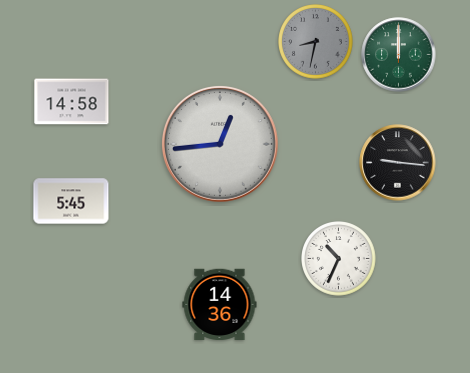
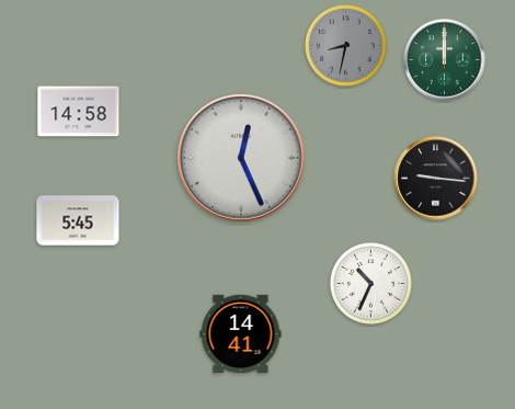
clock at (399, 55) position: (399, 55) -> (445, 60)
clock at (220, 144): 12:44 -> 12:26
clock at (220, 305): 14:36 -> 14:41
